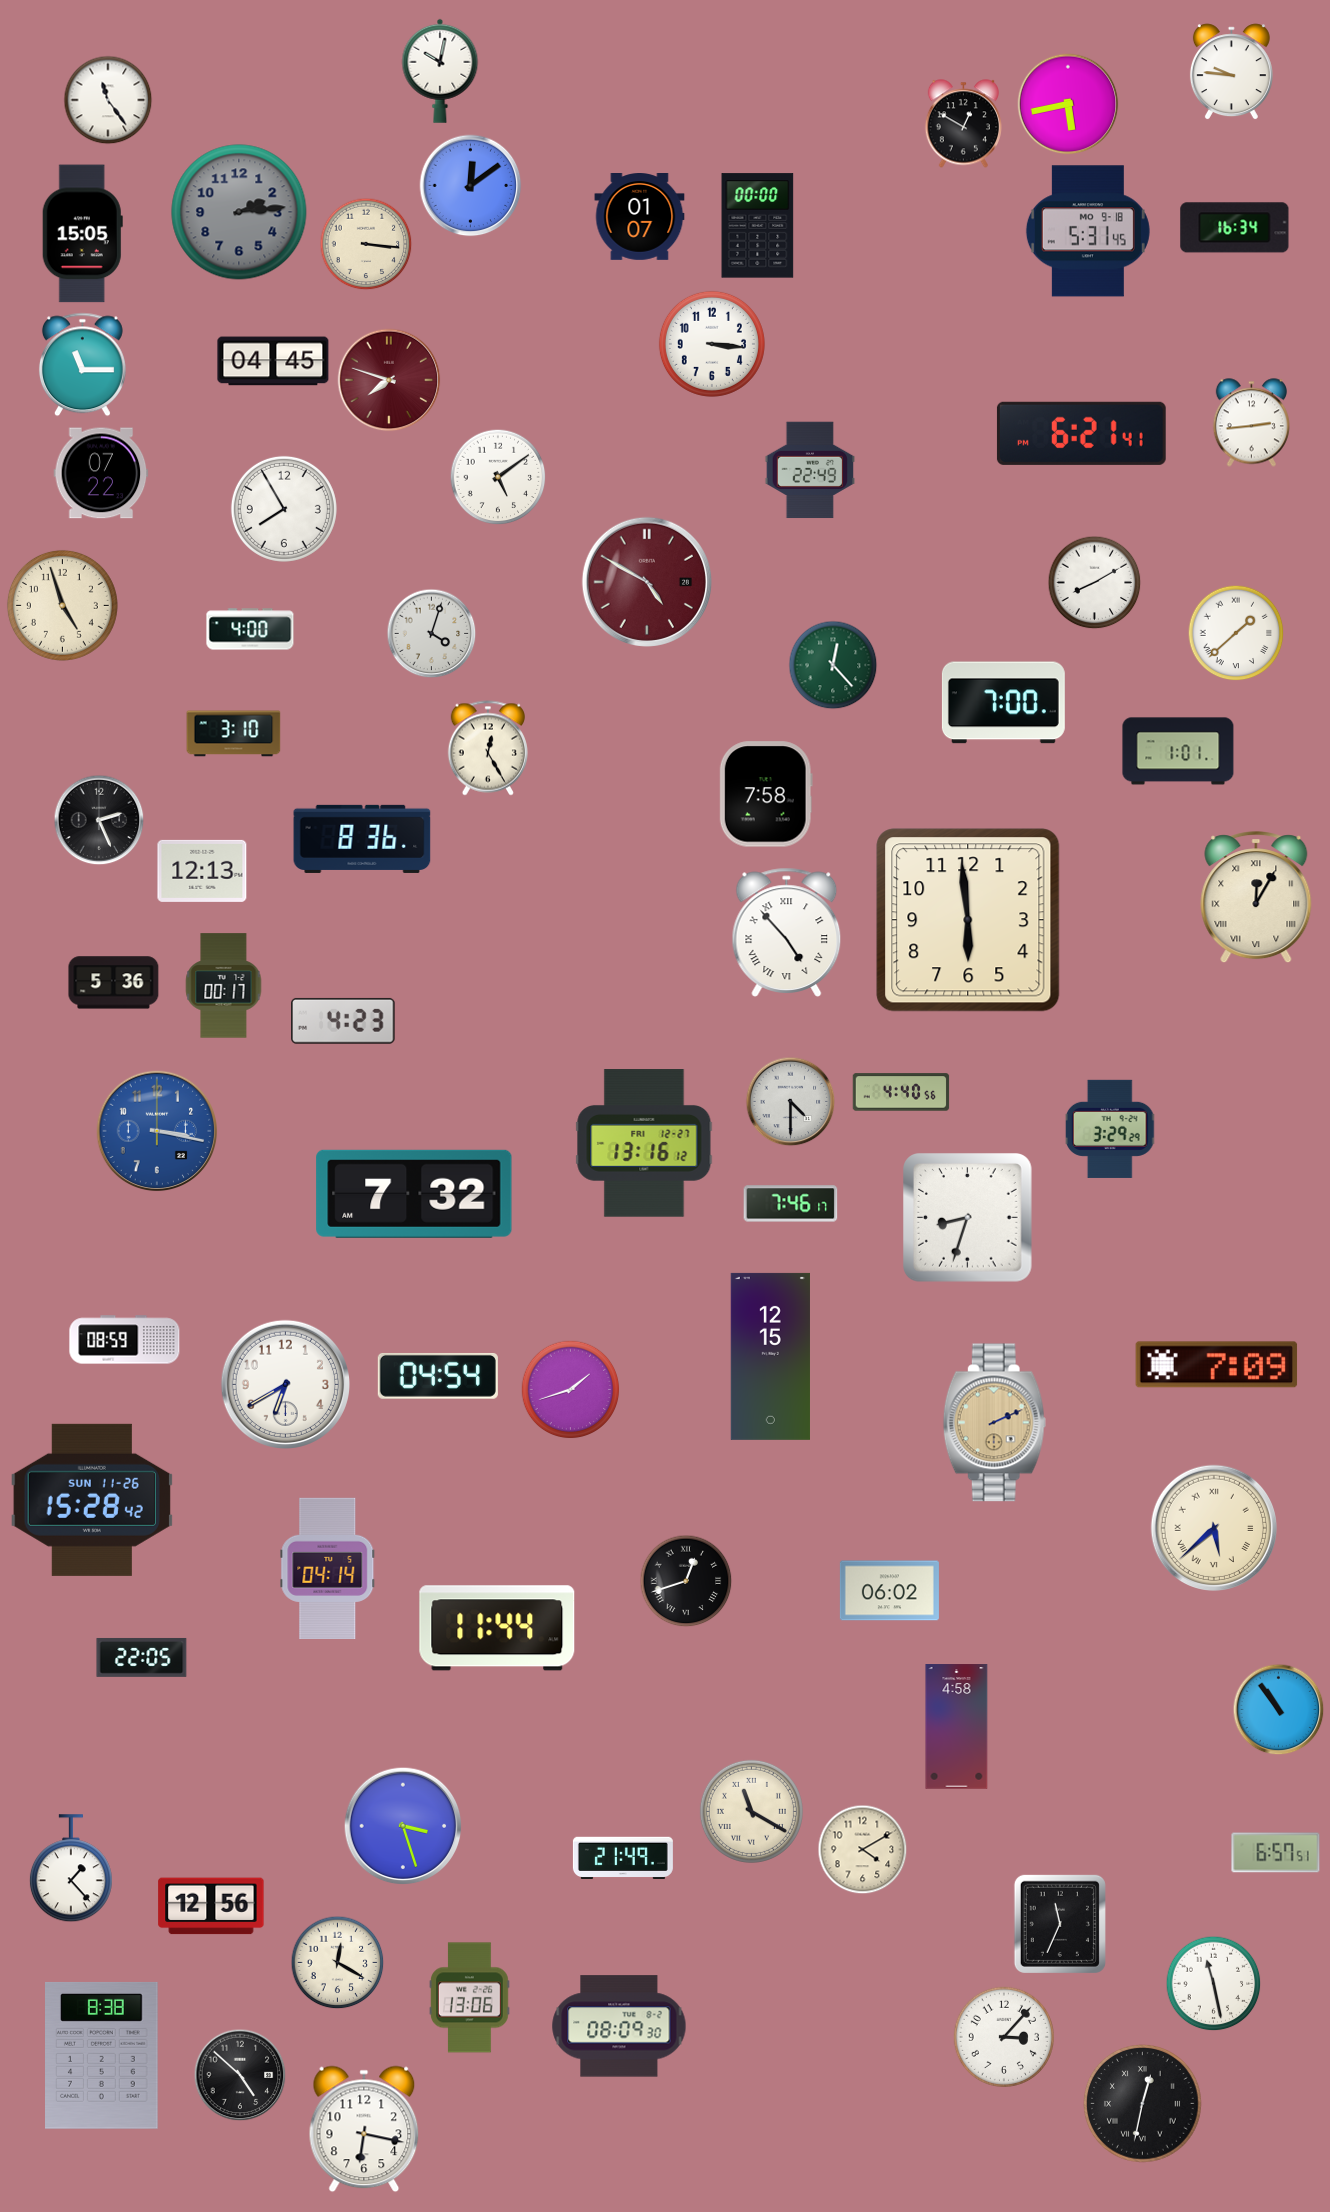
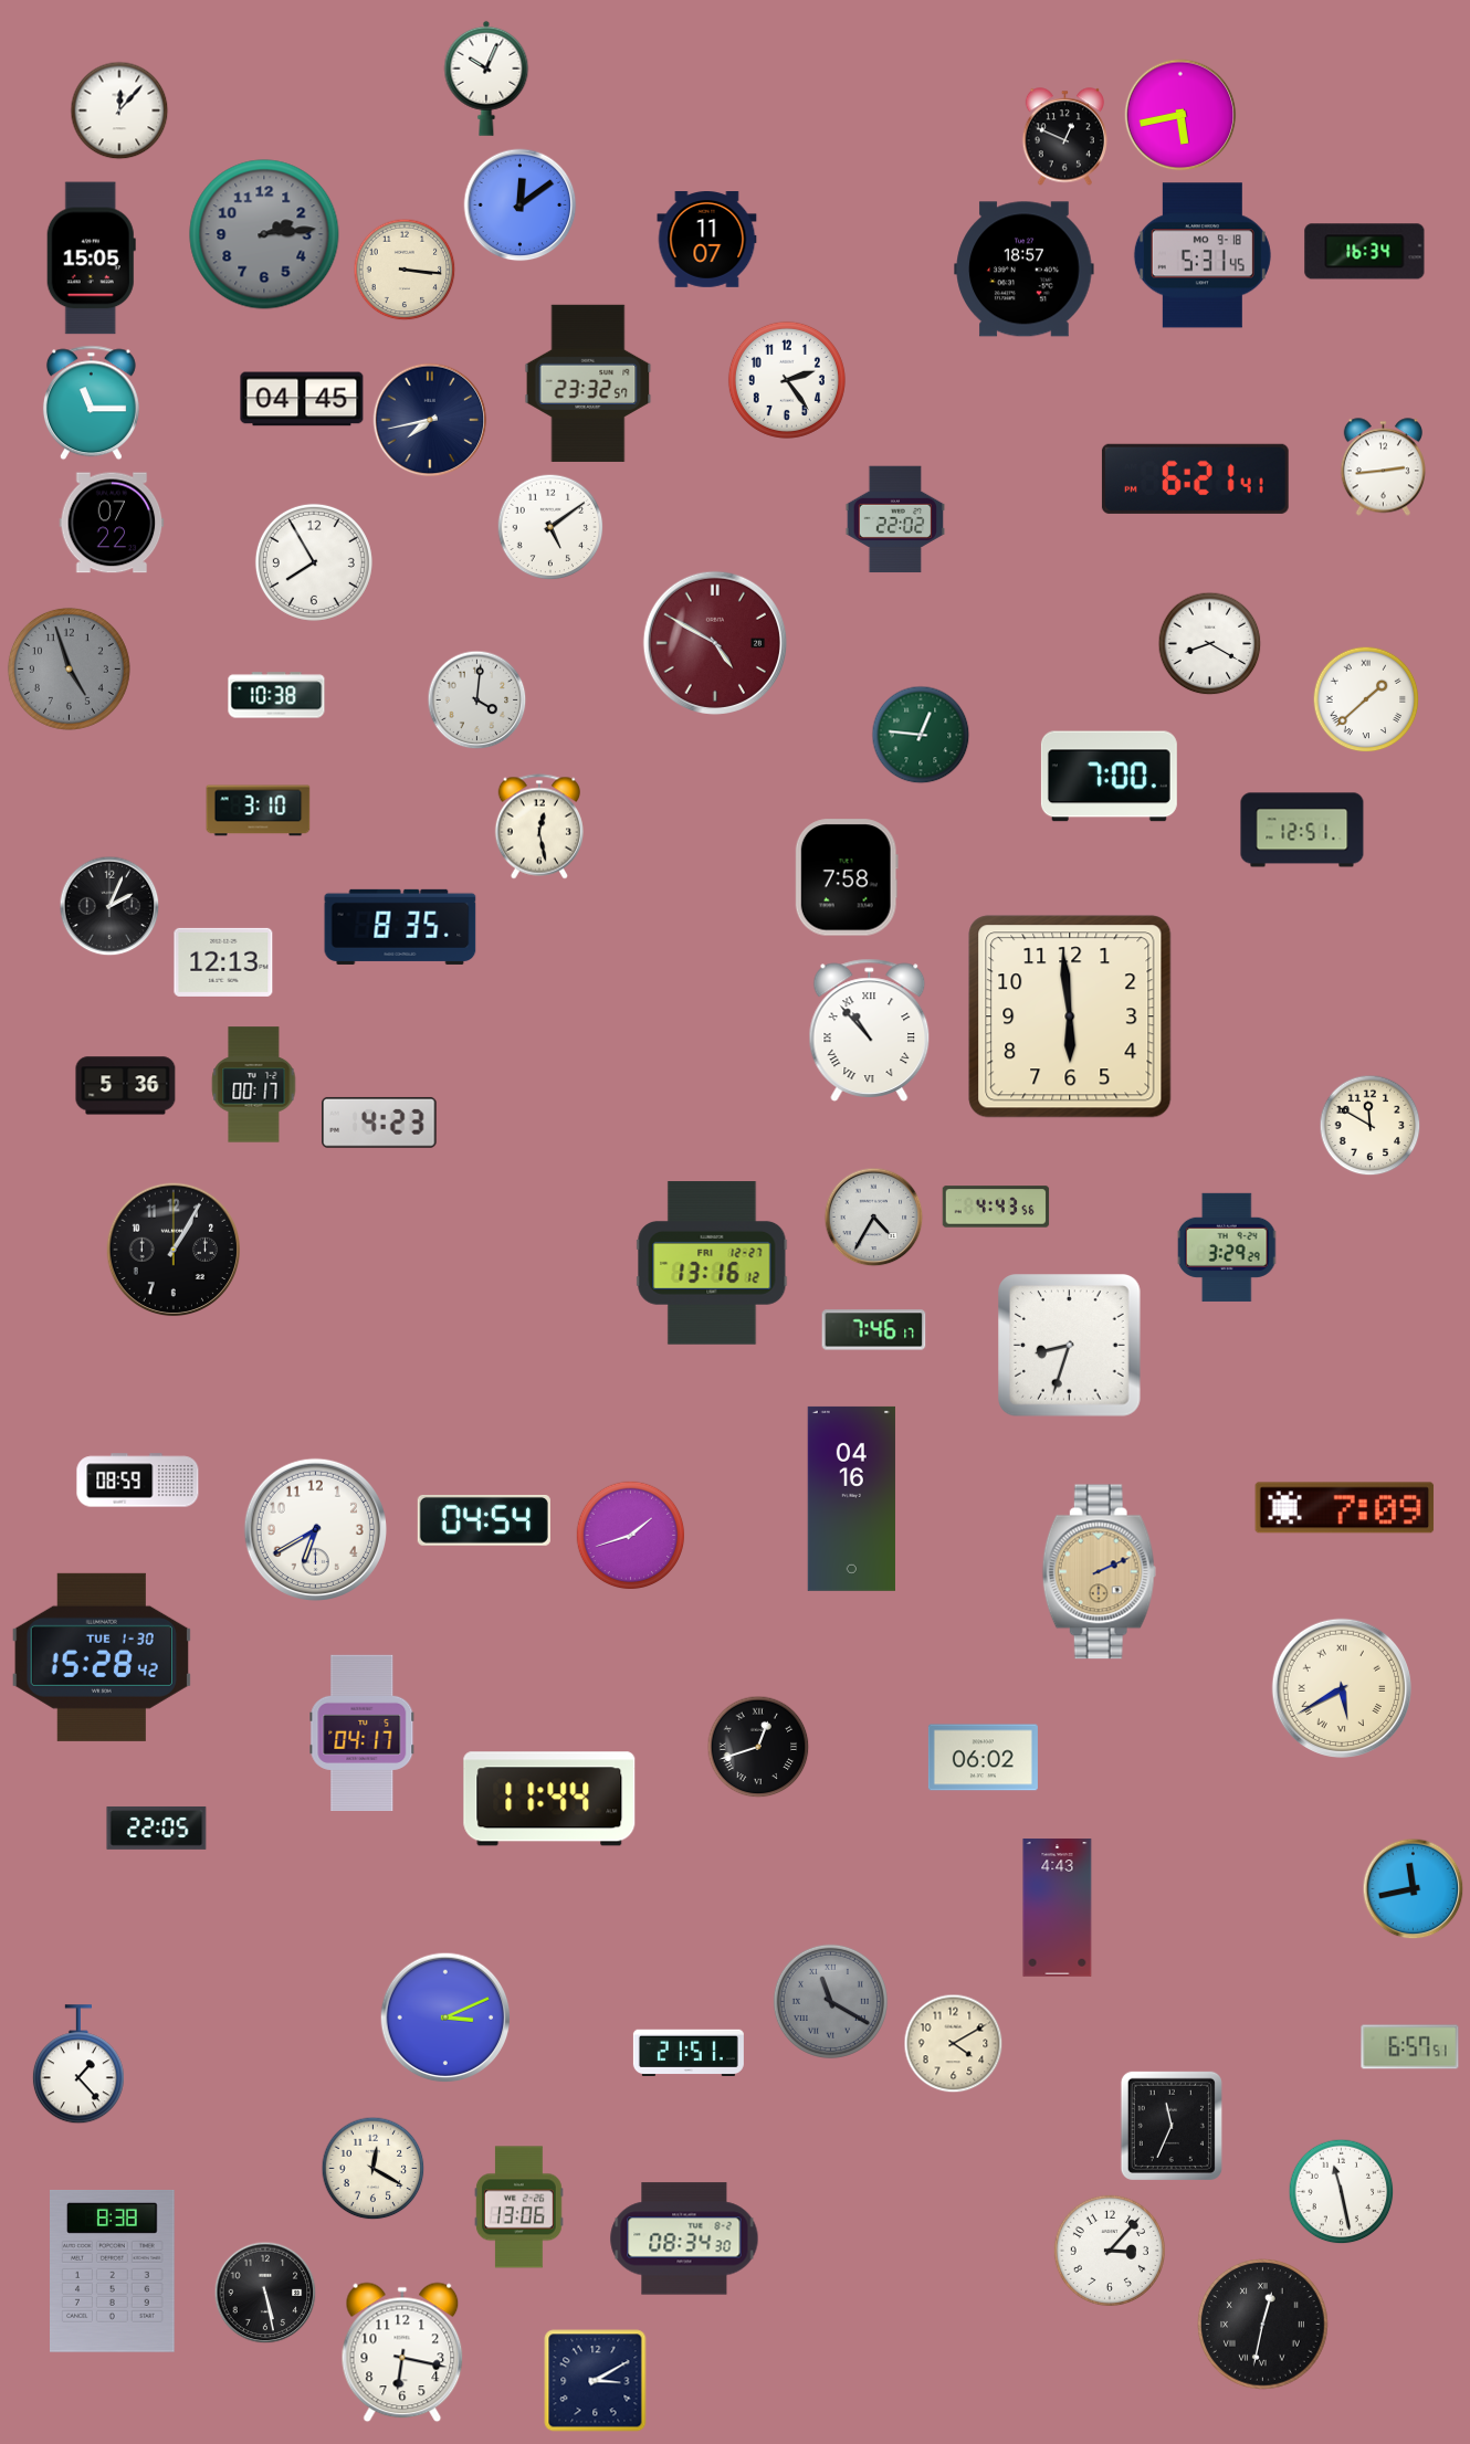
clock at (440, 71): 10:02 -> 10:04
clock at (1231, 72): 9:46 -> none
clock at (108, 100): 11:24 -> 12:07
clock at (963, 124): 12:50 -> 12:49
clock at (640, 217): 01:07 -> 11:07
clock at (758, 226): 00:00 -> none
clock at (1025, 270): none -> 18:57
clock at (712, 344): 3:16 -> 2:24
clock at (588, 383): none -> 23:32
clock at (389, 380): 7:48 -> 7:43
clock at (389, 380) dial: burgundy -> navy
clock at (810, 470): 22:49 -> 22:02
clock at (1095, 583): 8:10 -> 8:20
clock at (62, 605) dial: cream -> grey
clock at (250, 629): 4:00 -> 10:38
clock at (432, 634): 4:03 -> 4:01
clock at (833, 665): 12:23 -> 12:46
clock at (488, 748): 12:25 -> 12:28
clock at (1178, 751): 1:01 -> 12:51
clock at (99, 820): 2:26 -> 2:04
clock at (362, 839): 8:36 -> 8:35
clock at (1256, 898): 12:05 -> none
clock at (787, 932): 4:53 -> 10:53
clock at (224, 986) position: (224, 986) -> (254, 1085)
clock at (1371, 1126): none -> 11:50
clock at (344, 1021) position: (344, 1021) -> (380, 1123)
clock at (901, 1092): 4:40 -> 4:43
clock at (791, 1102): 4:30 -> 4:35
clock at (157, 1131): 3:17 -> 1:05
clock at (157, 1131) dial: blue -> black
clock at (414, 1194): 7:32 -> none
clock at (770, 1356): 12:15 -> 04:16
clock at (92, 1500) date: SUN 11-26 -> TUE 1-30
clock at (1213, 1527): 5:38 -> 5:40
clock at (328, 1568): 04:14 -> 04:17
clock at (142, 1657) position: (142, 1657) -> (157, 1827)
clock at (1279, 1710): 10:54 -> 11:43
clock at (957, 1727): 4:58 -> 4:43
clock at (751, 1811) dial: cream -> grey
clock at (403, 1826): 3:27 -> 3:11
clock at (623, 1857): 21:49 -> 21:51
clock at (211, 1906): 12:56 -> none
clock at (619, 2026): 08:09 -> 08:34
clock at (240, 2075): 4:52 -> 5:28
clock at (596, 2381): none -> 3:10
